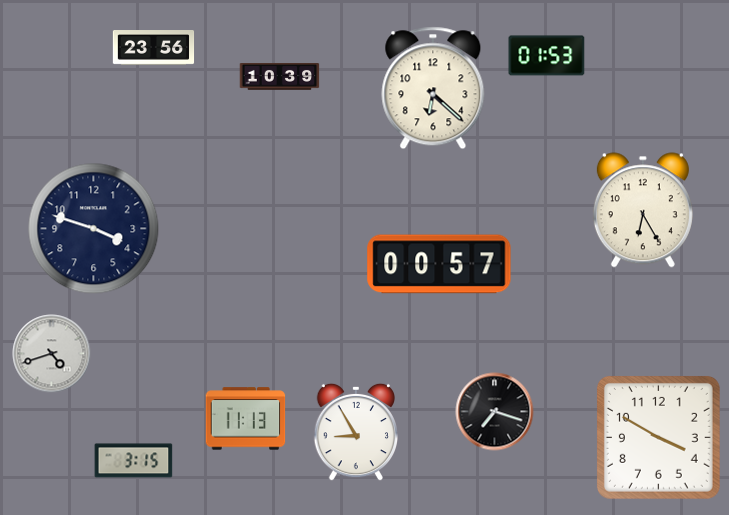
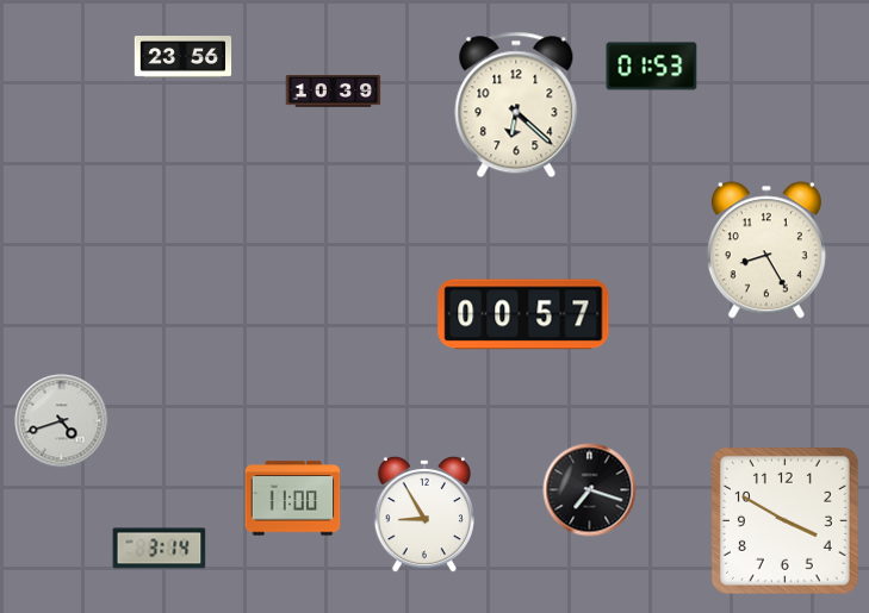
clock at (643, 210): 6:25 -> 8:25
clock at (94, 229): 3:48 -> none
clock at (246, 419): 11:13 -> 11:00
clock at (134, 461): 3:15 -> 3:14
